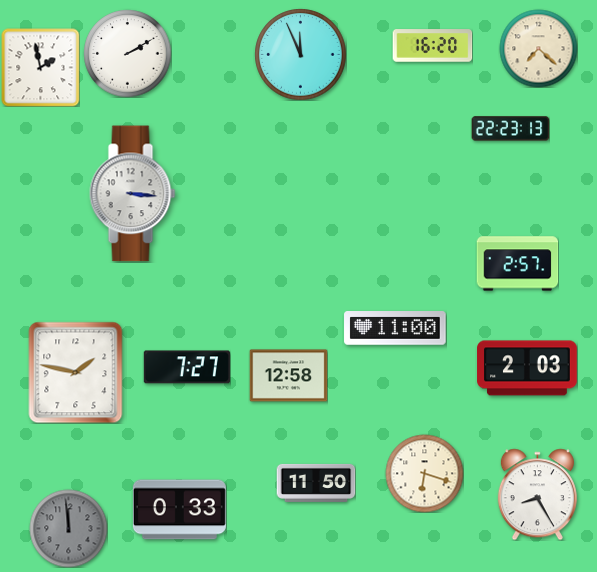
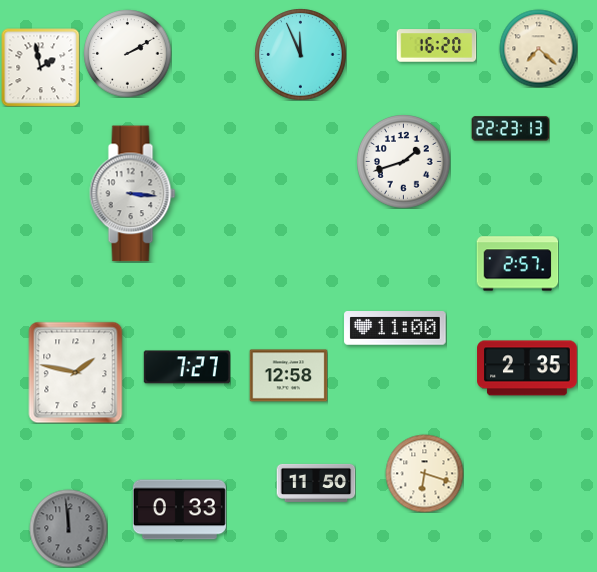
clock at (432, 46) position: (432, 46) -> (436, 46)
clock at (403, 161): none -> 1:42
clock at (527, 368): 2:03 -> 2:35
clock at (537, 494): 8:25 -> none
